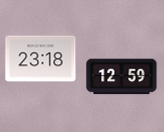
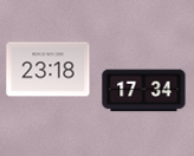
clock at (122, 77): 12:59 -> 17:34
